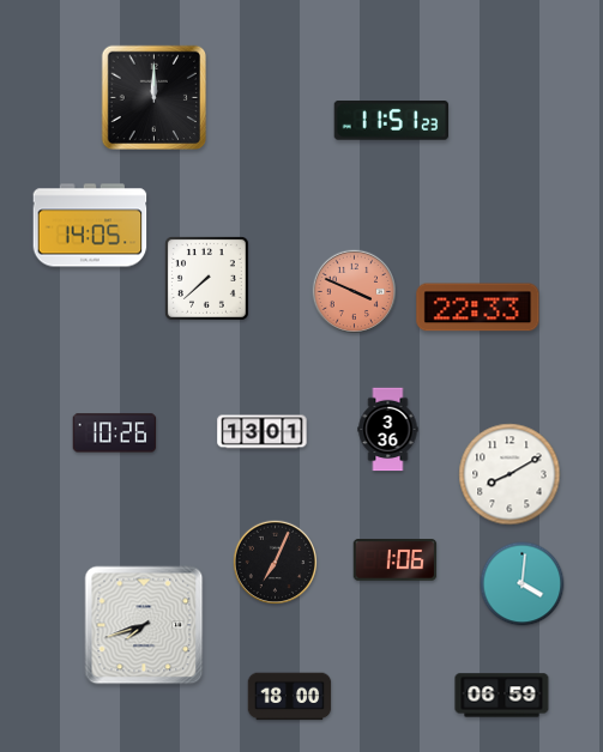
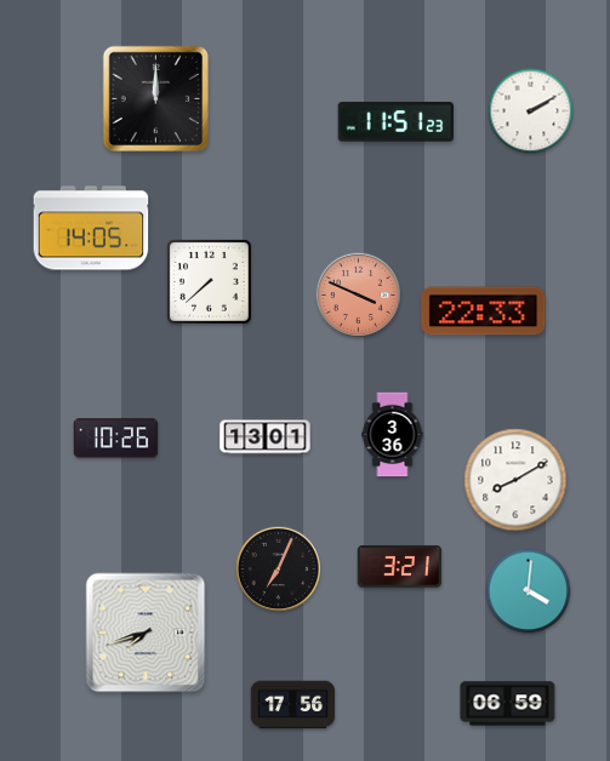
clock at (531, 111): none -> 2:10
clock at (396, 560): 1:06 -> 3:21
clock at (290, 697): 18:00 -> 17:56
